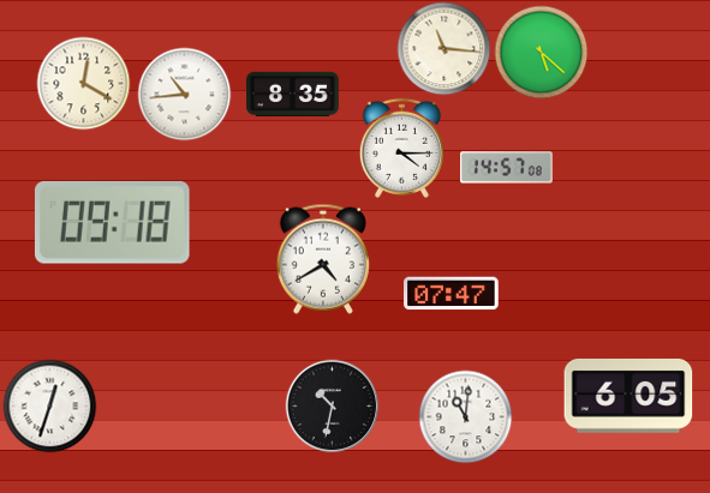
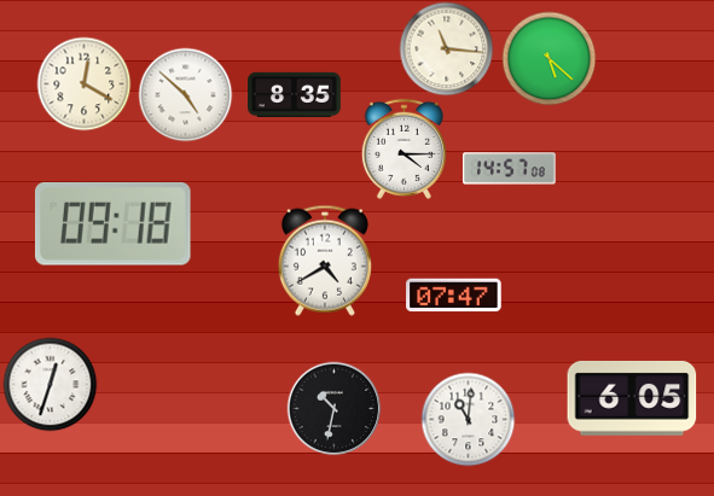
clock at (541, 52) position: (541, 52) -> (548, 58)
clock at (184, 94): 10:44 -> 4:52
clock at (49, 405) position: (49, 405) -> (50, 384)
